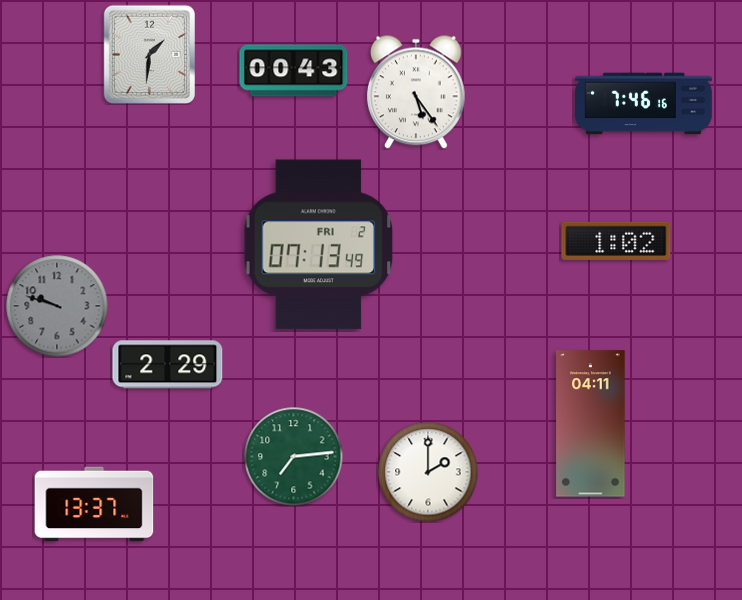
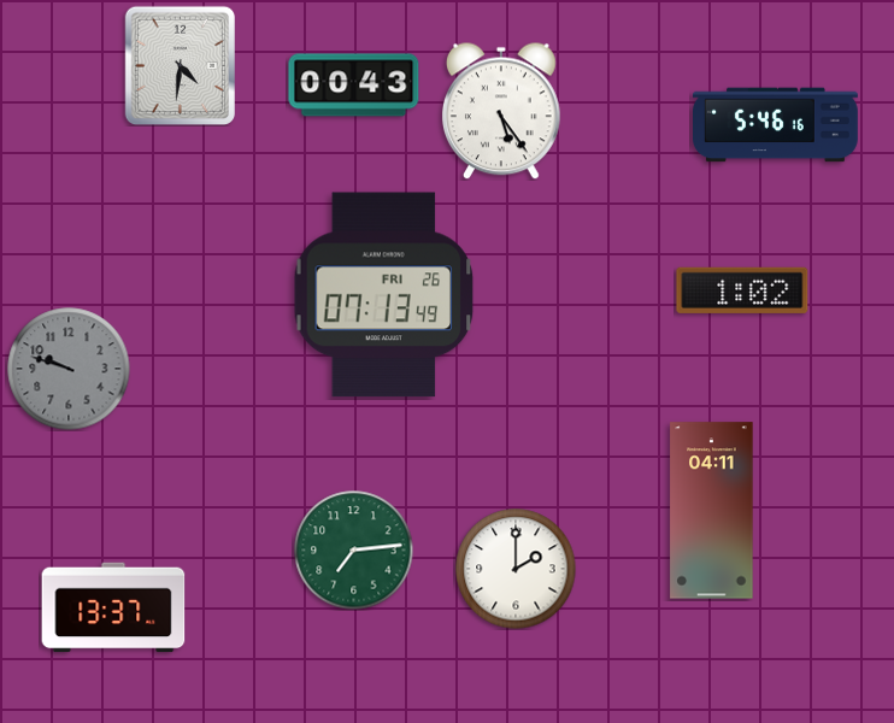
clock at (149, 54): 1:31 -> 4:31
clock at (644, 104): 7:46 -> 5:46
clock at (319, 245) date: FRI 2 -> FRI 26
clock at (168, 365): 2:29 -> none
